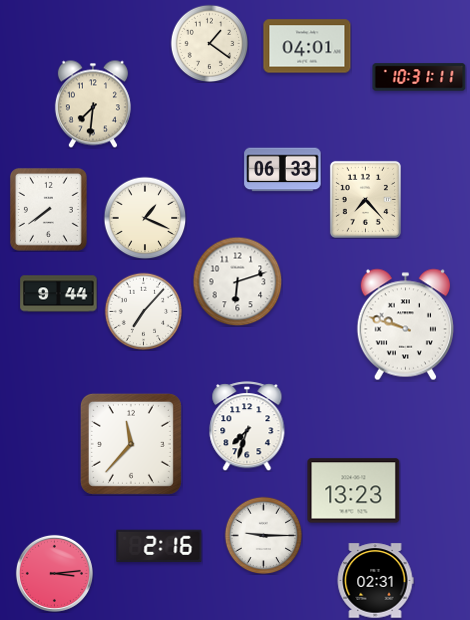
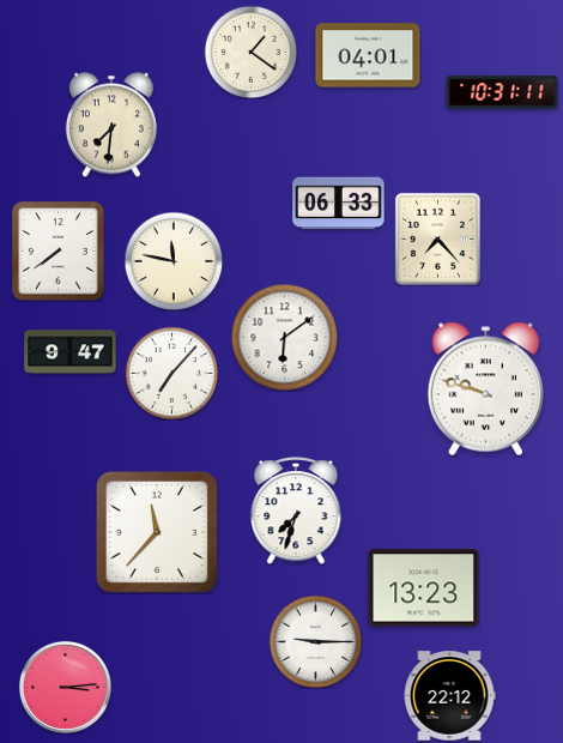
clock at (145, 218): 1:19 -> 11:47
clock at (237, 281): 6:12 -> 6:09
clock at (59, 294): 9:44 -> 9:47
clock at (159, 545): 2:16 -> none
clock at (375, 581): 02:31 -> 22:12
